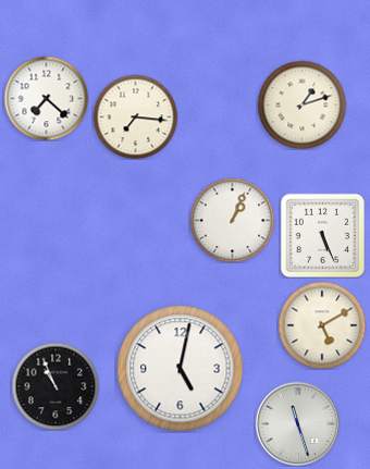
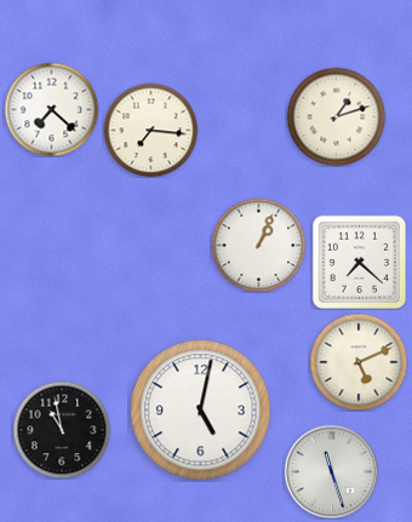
clock at (322, 235): 5:26 -> 7:22
clock at (322, 325): 5:10 -> 5:11
clock at (55, 386): 10:56 -> 10:58
